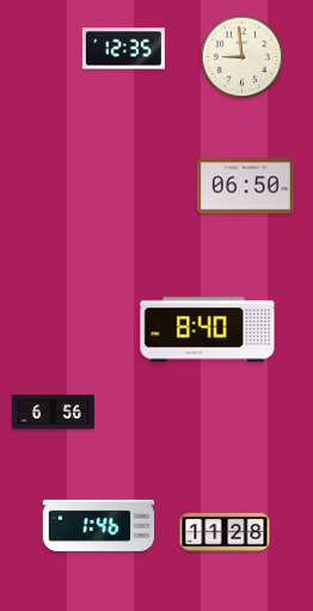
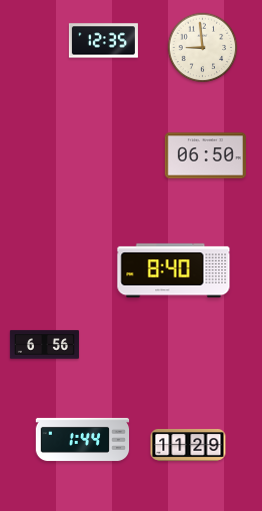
clock at (208, 330) position: (208, 330) -> (174, 271)
clock at (99, 525): 1:46 -> 1:44
clock at (225, 532): 11:28 -> 11:29
